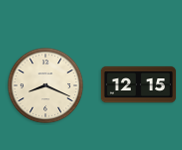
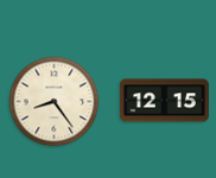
clock at (46, 86): 8:19 -> 8:24
